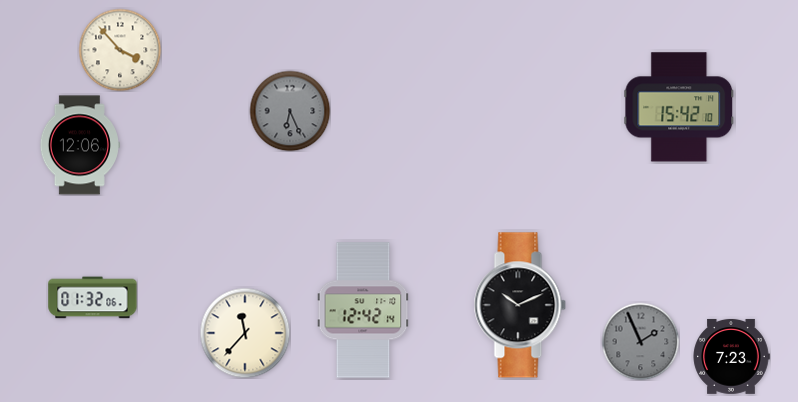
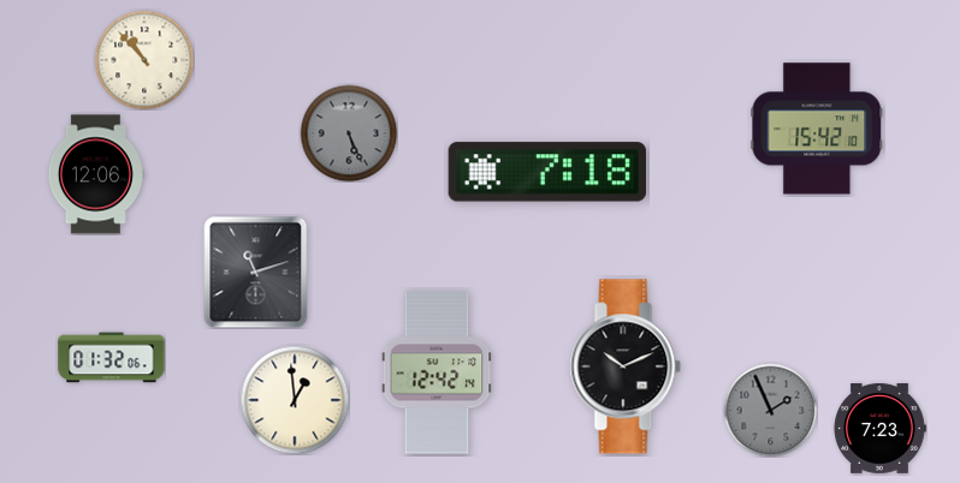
clock at (120, 50): 3:53 -> 10:53
clock at (290, 111): 6:26 -> 5:26
clock at (547, 172): none -> 7:18
clock at (256, 272): none -> 11:12
clock at (245, 333): 11:37 -> 12:59
